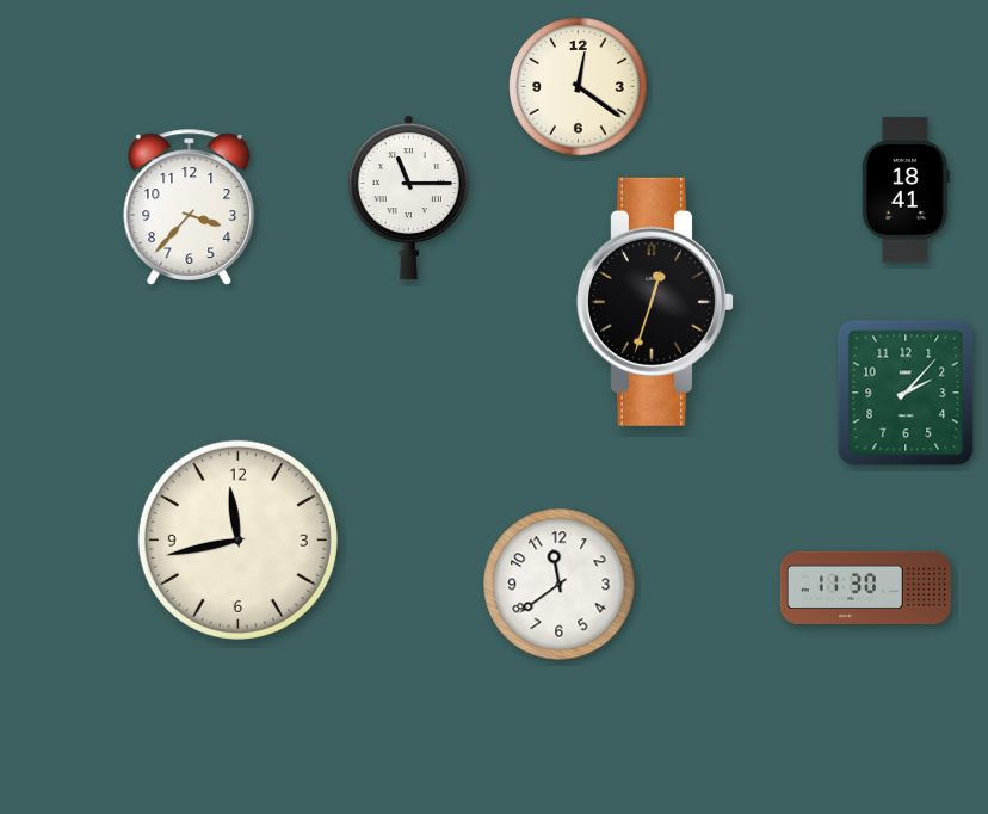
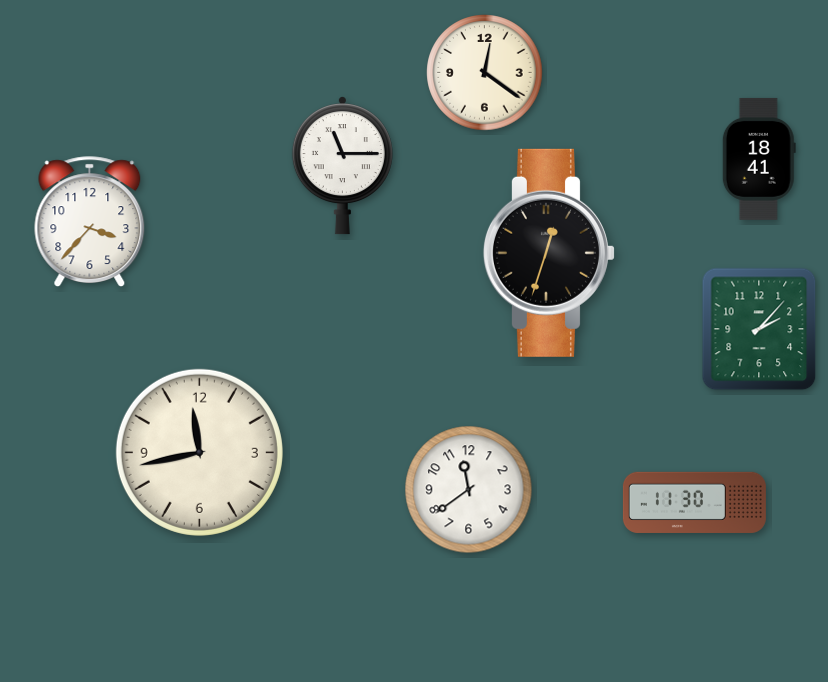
clock at (190, 208) position: (190, 208) -> (90, 222)
clock at (865, 587) position: (865, 587) -> (694, 502)
